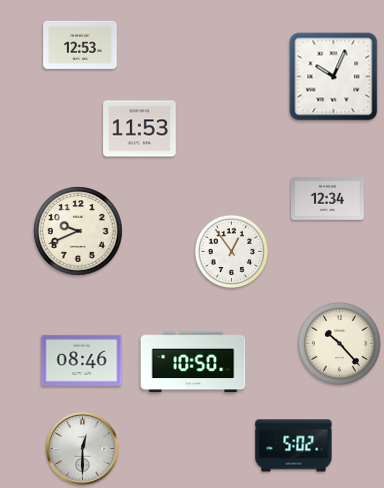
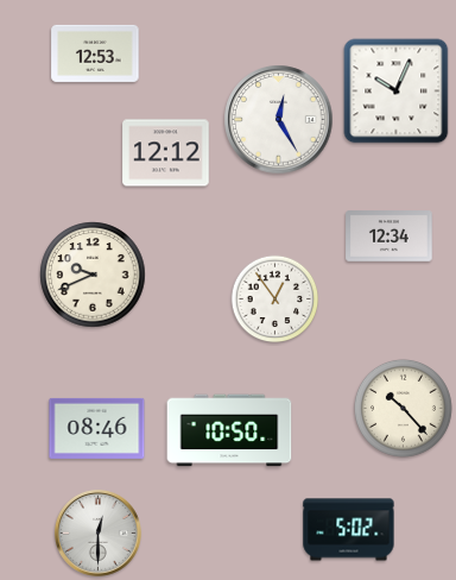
clock at (279, 120): none -> 12:25
clock at (140, 129): 11:53 -> 12:12
